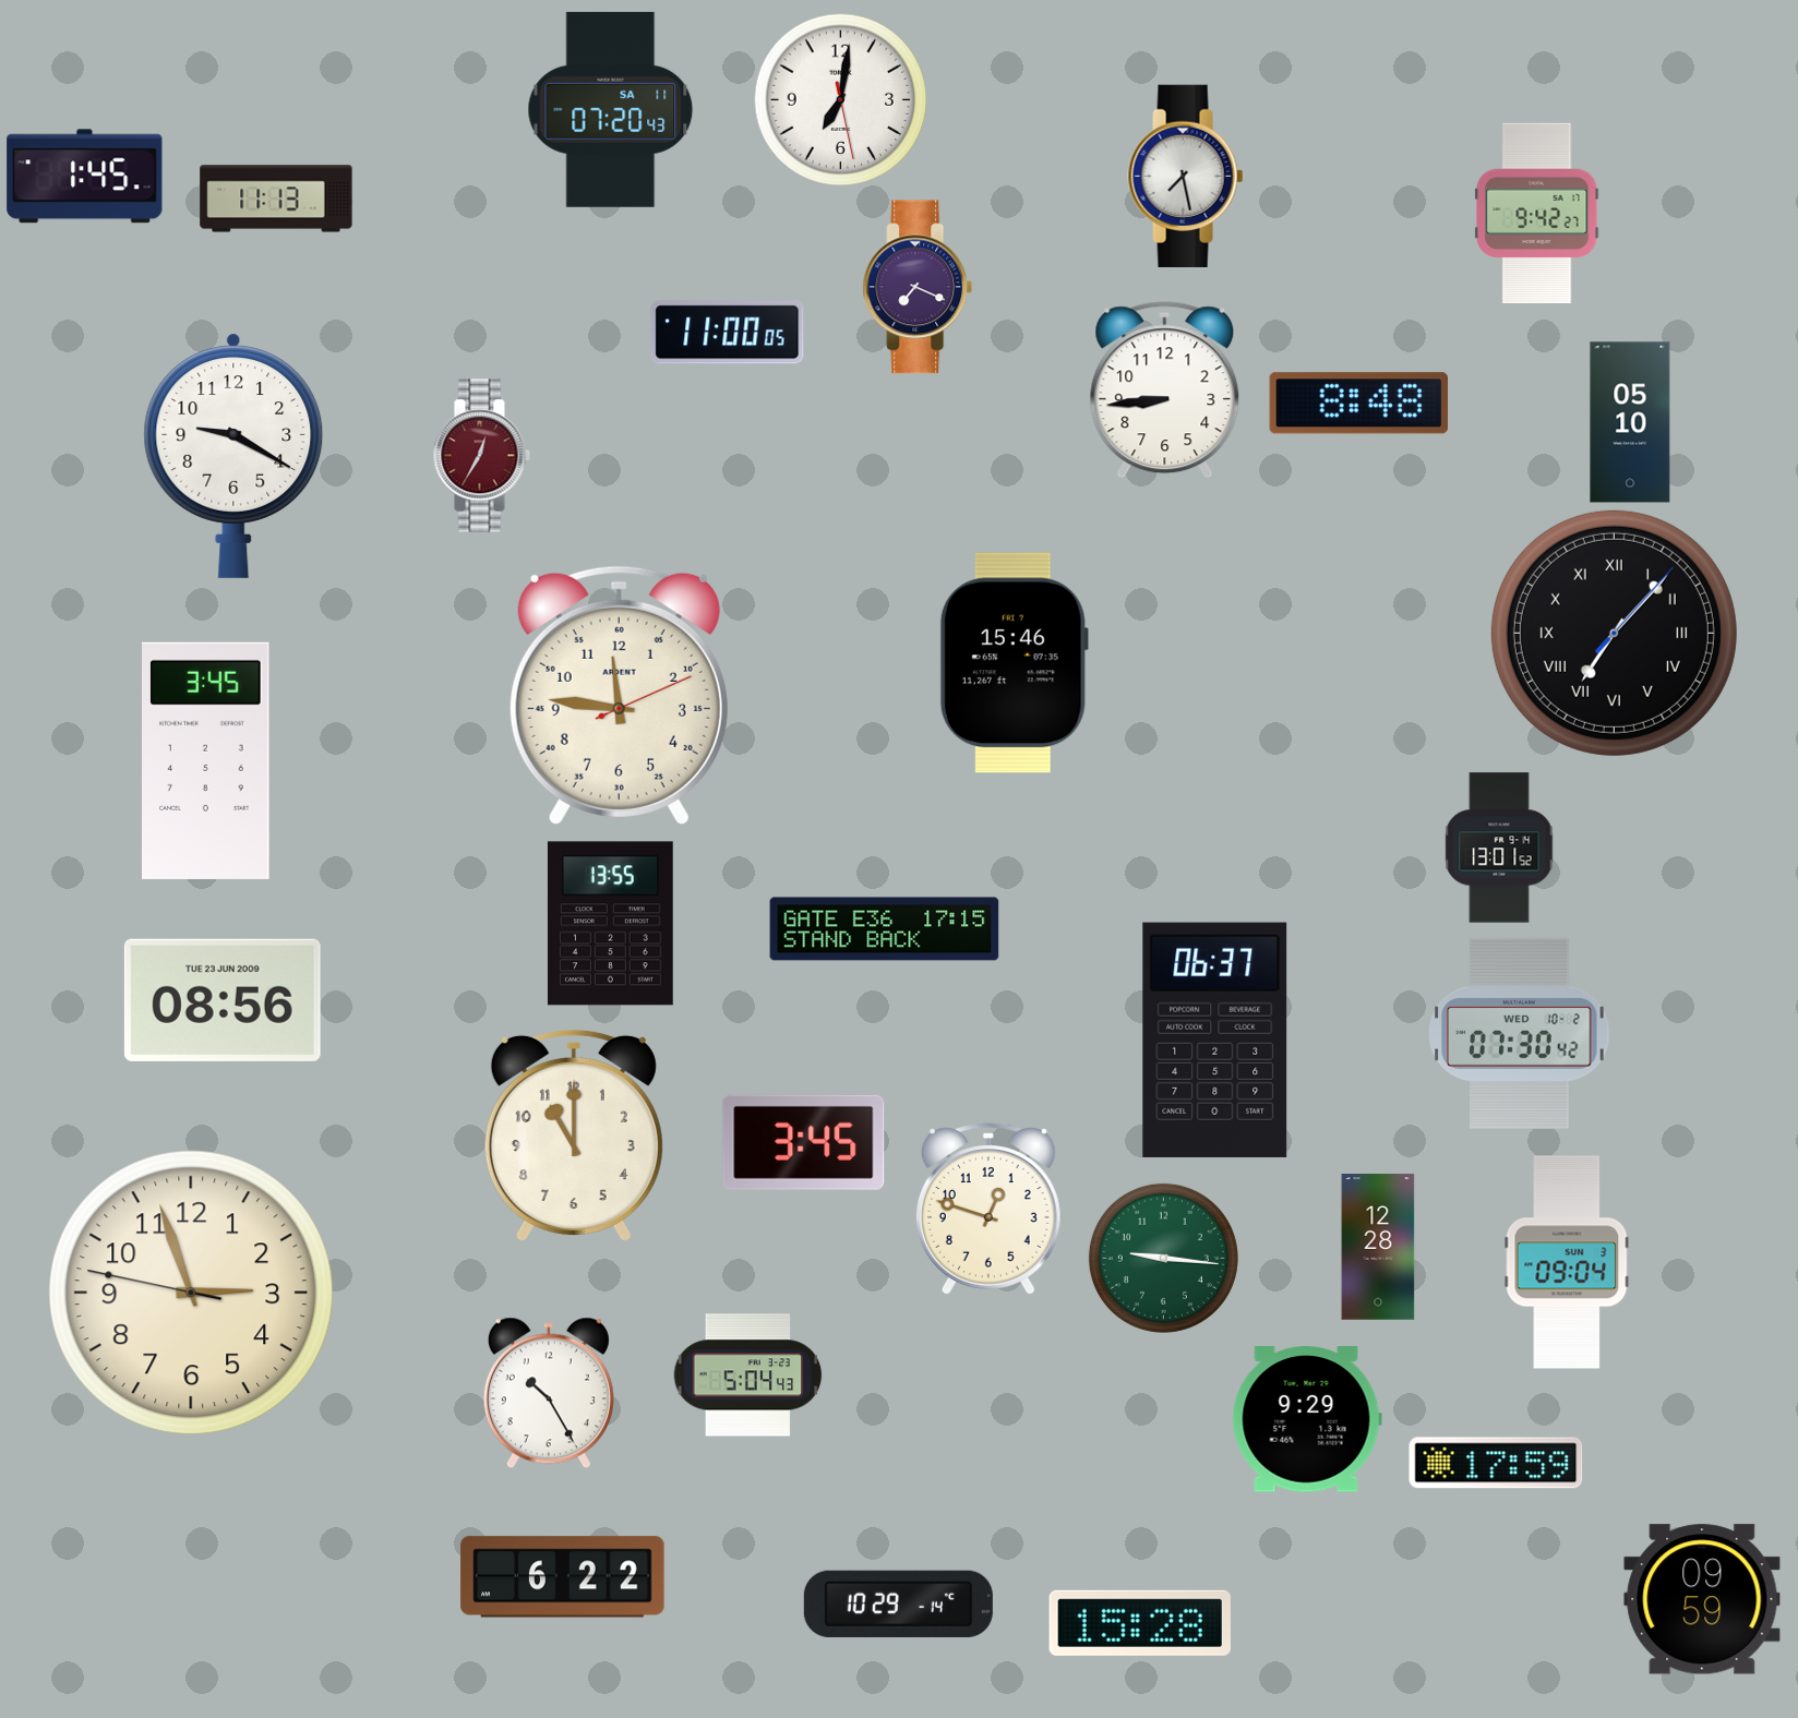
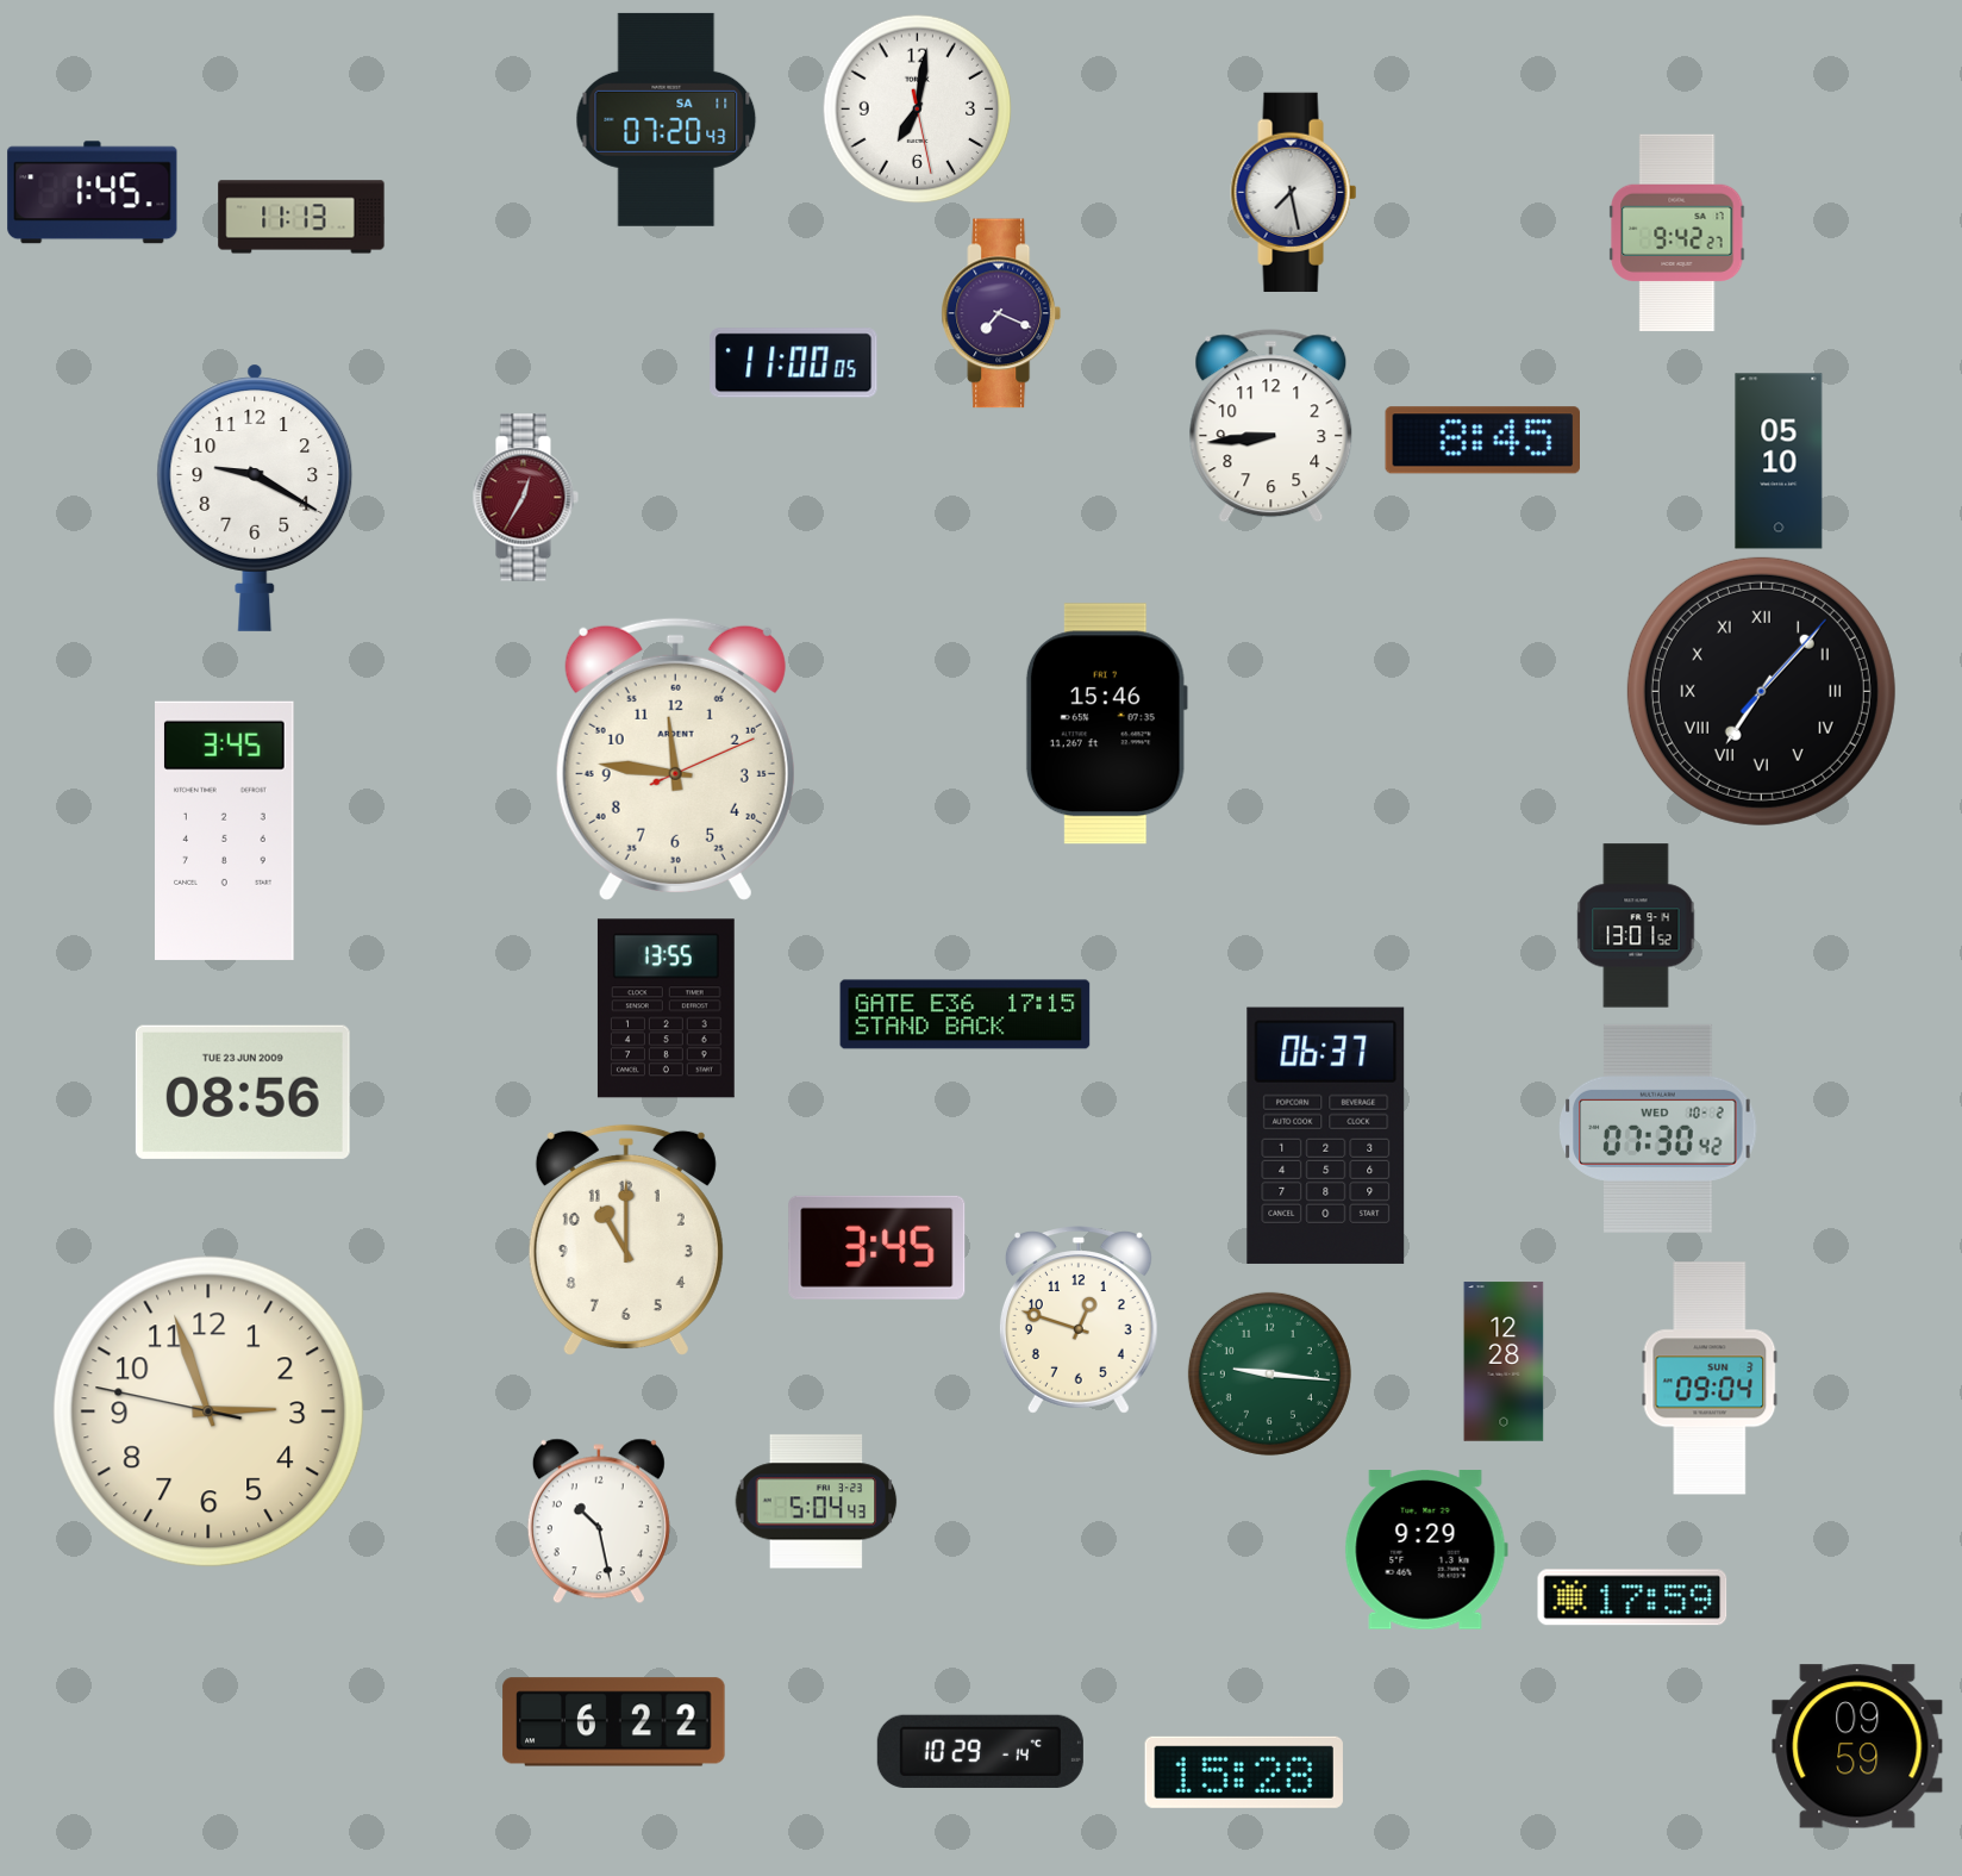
clock at (1358, 404): 8:48 -> 8:45
clock at (549, 1393): 10:25 -> 10:28
